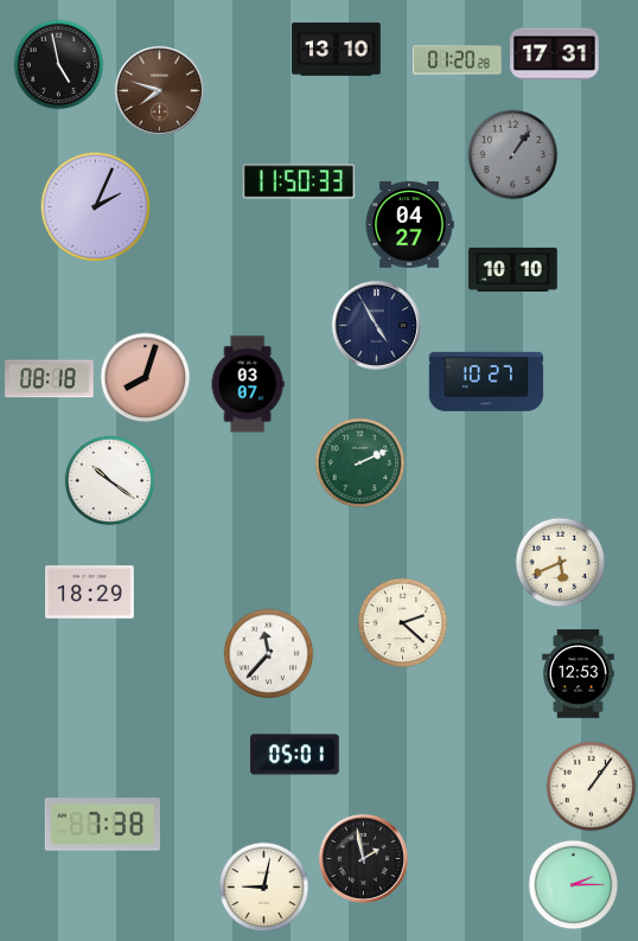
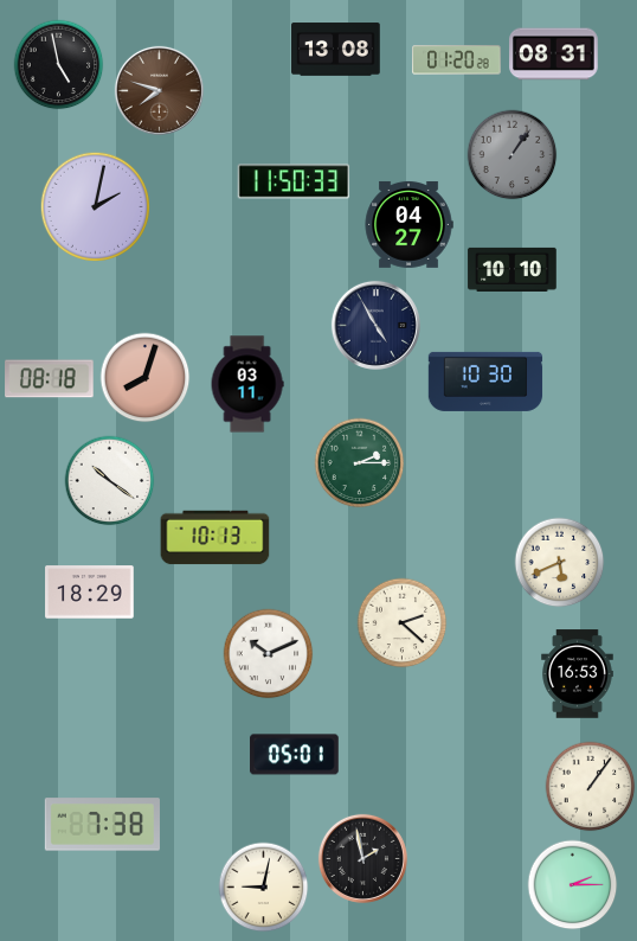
clock at (337, 50): 13:10 -> 13:08
clock at (555, 55): 17:31 -> 08:31
clock at (299, 181) position: (299, 181) -> (294, 181)
clock at (96, 207): 2:04 -> 2:02
clock at (486, 382): 10:27 -> 10:30
clock at (248, 384): 03:07 -> 03:11
clock at (361, 463): 2:11 -> 2:15
clock at (215, 538): none -> 10:13
clock at (269, 654): 11:37 -> 10:11
clock at (579, 674): 12:53 -> 16:53
